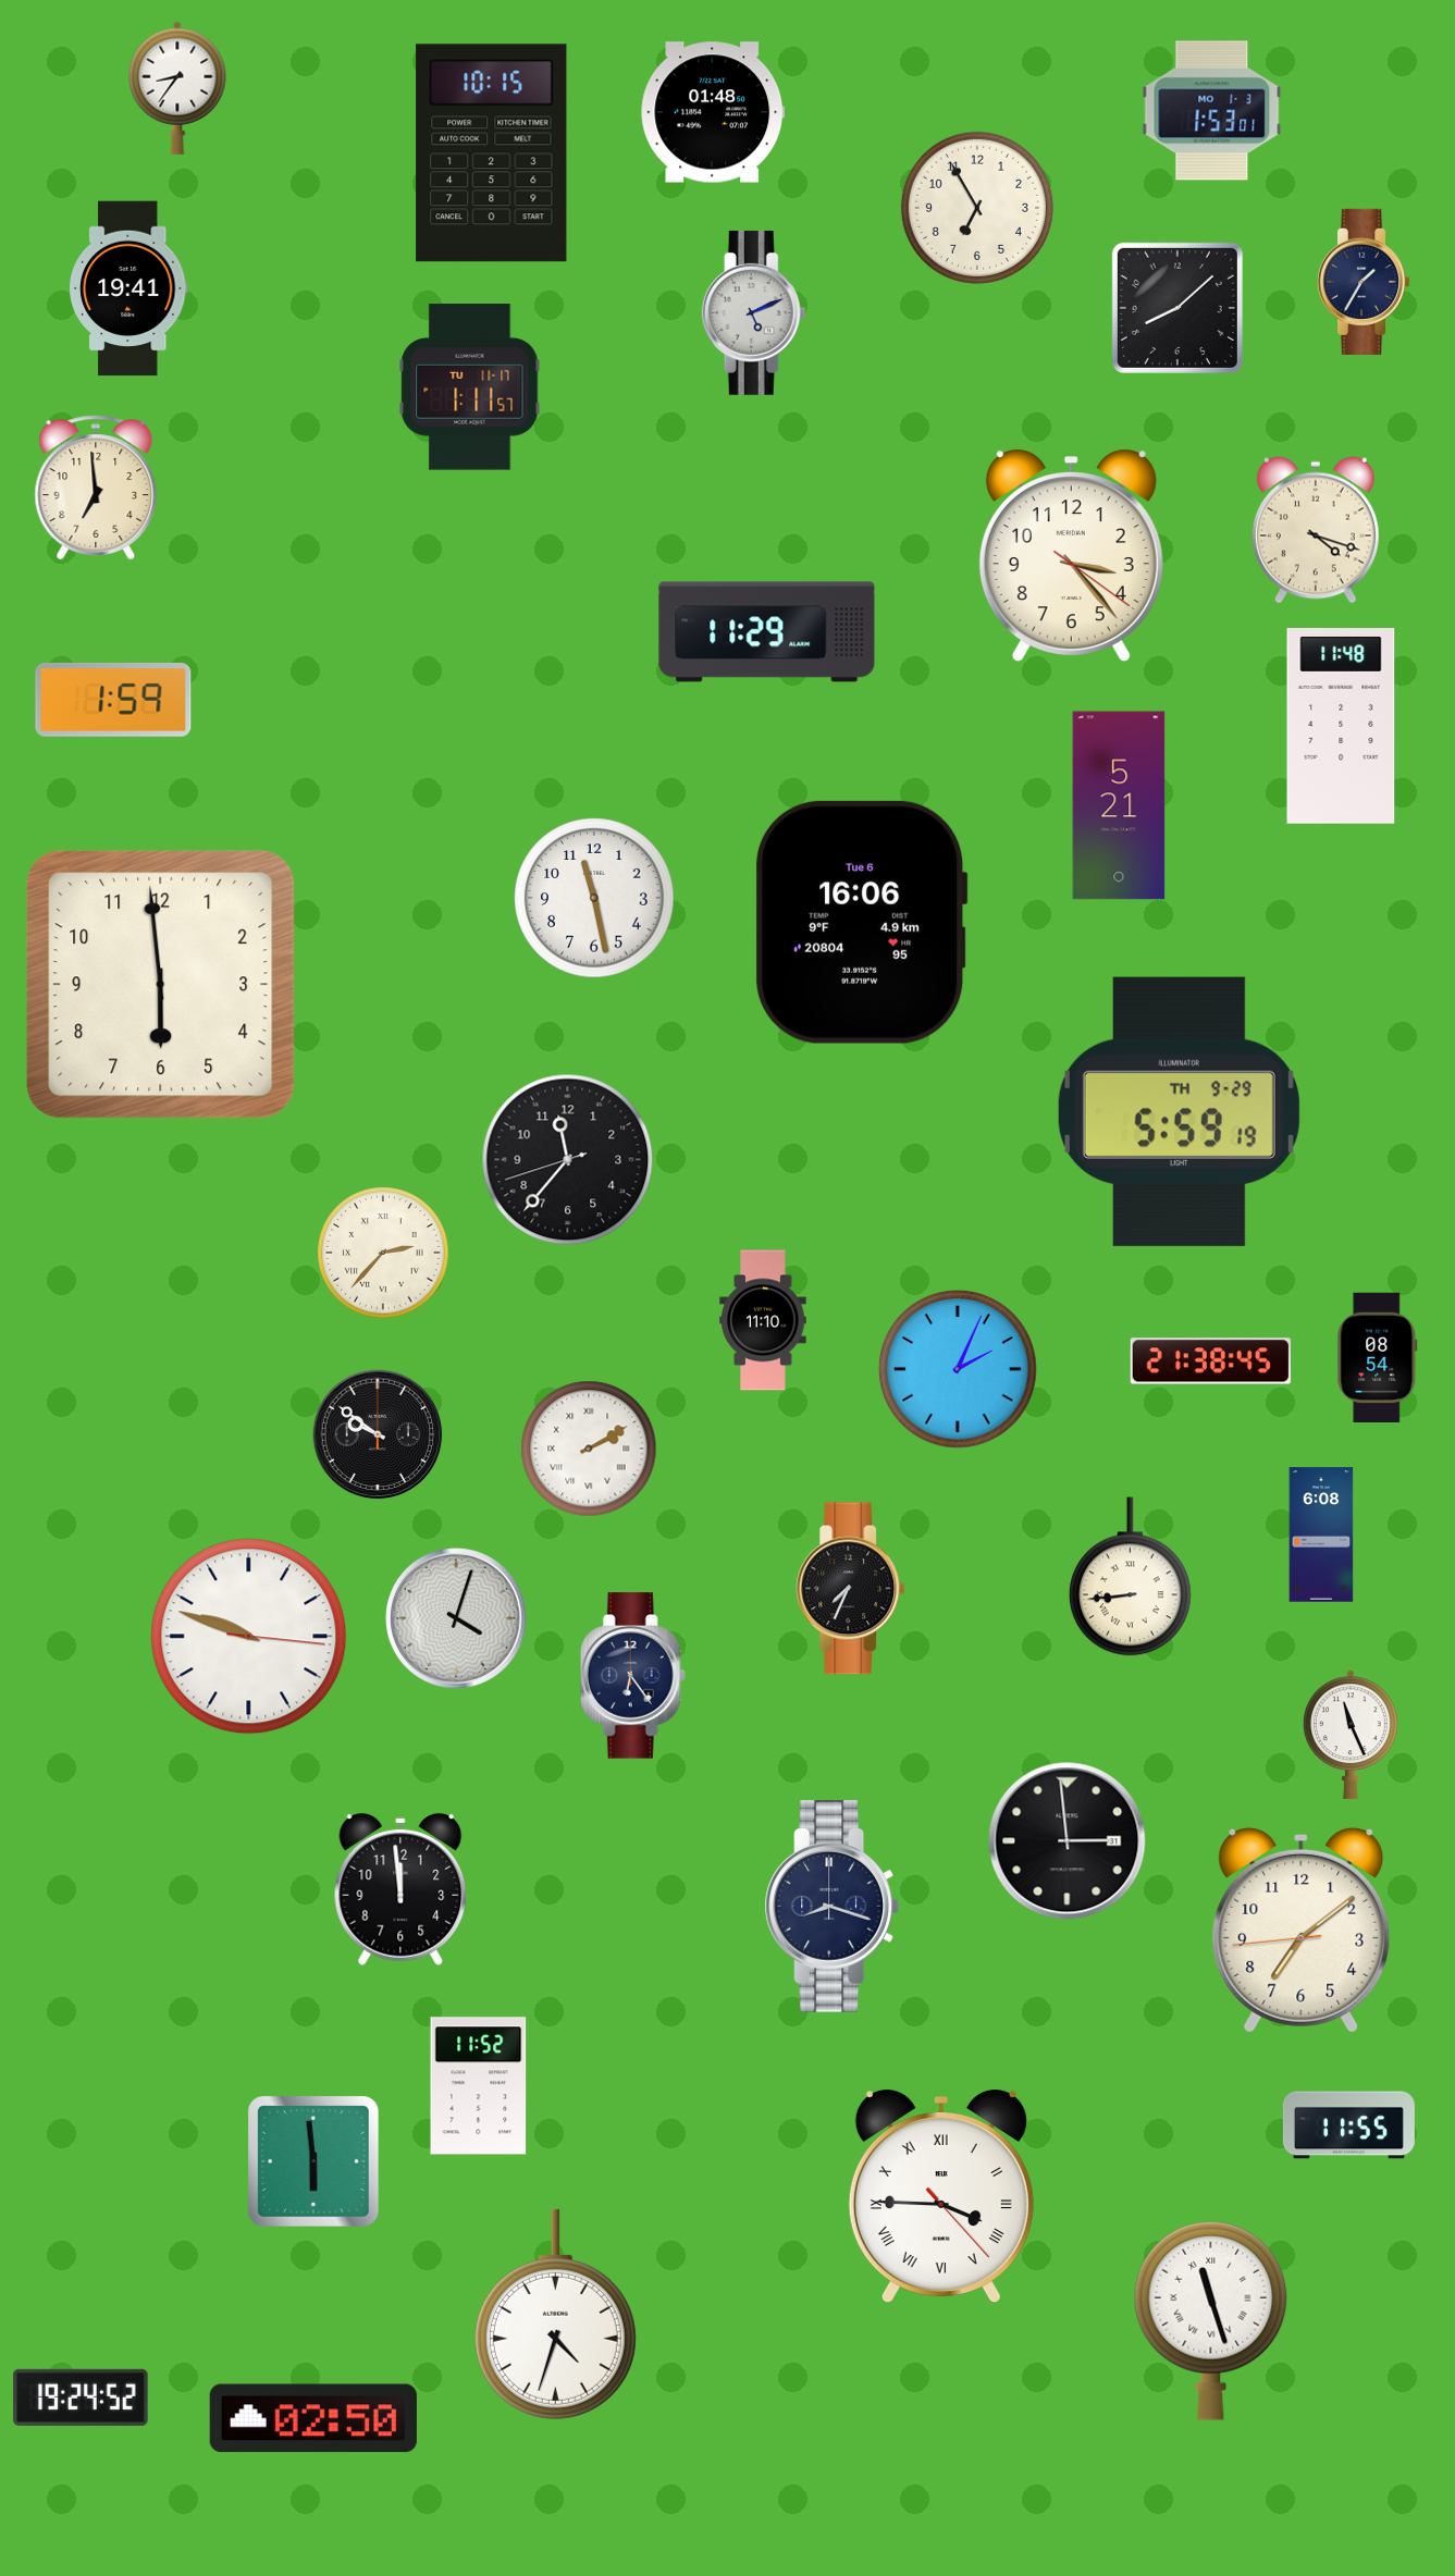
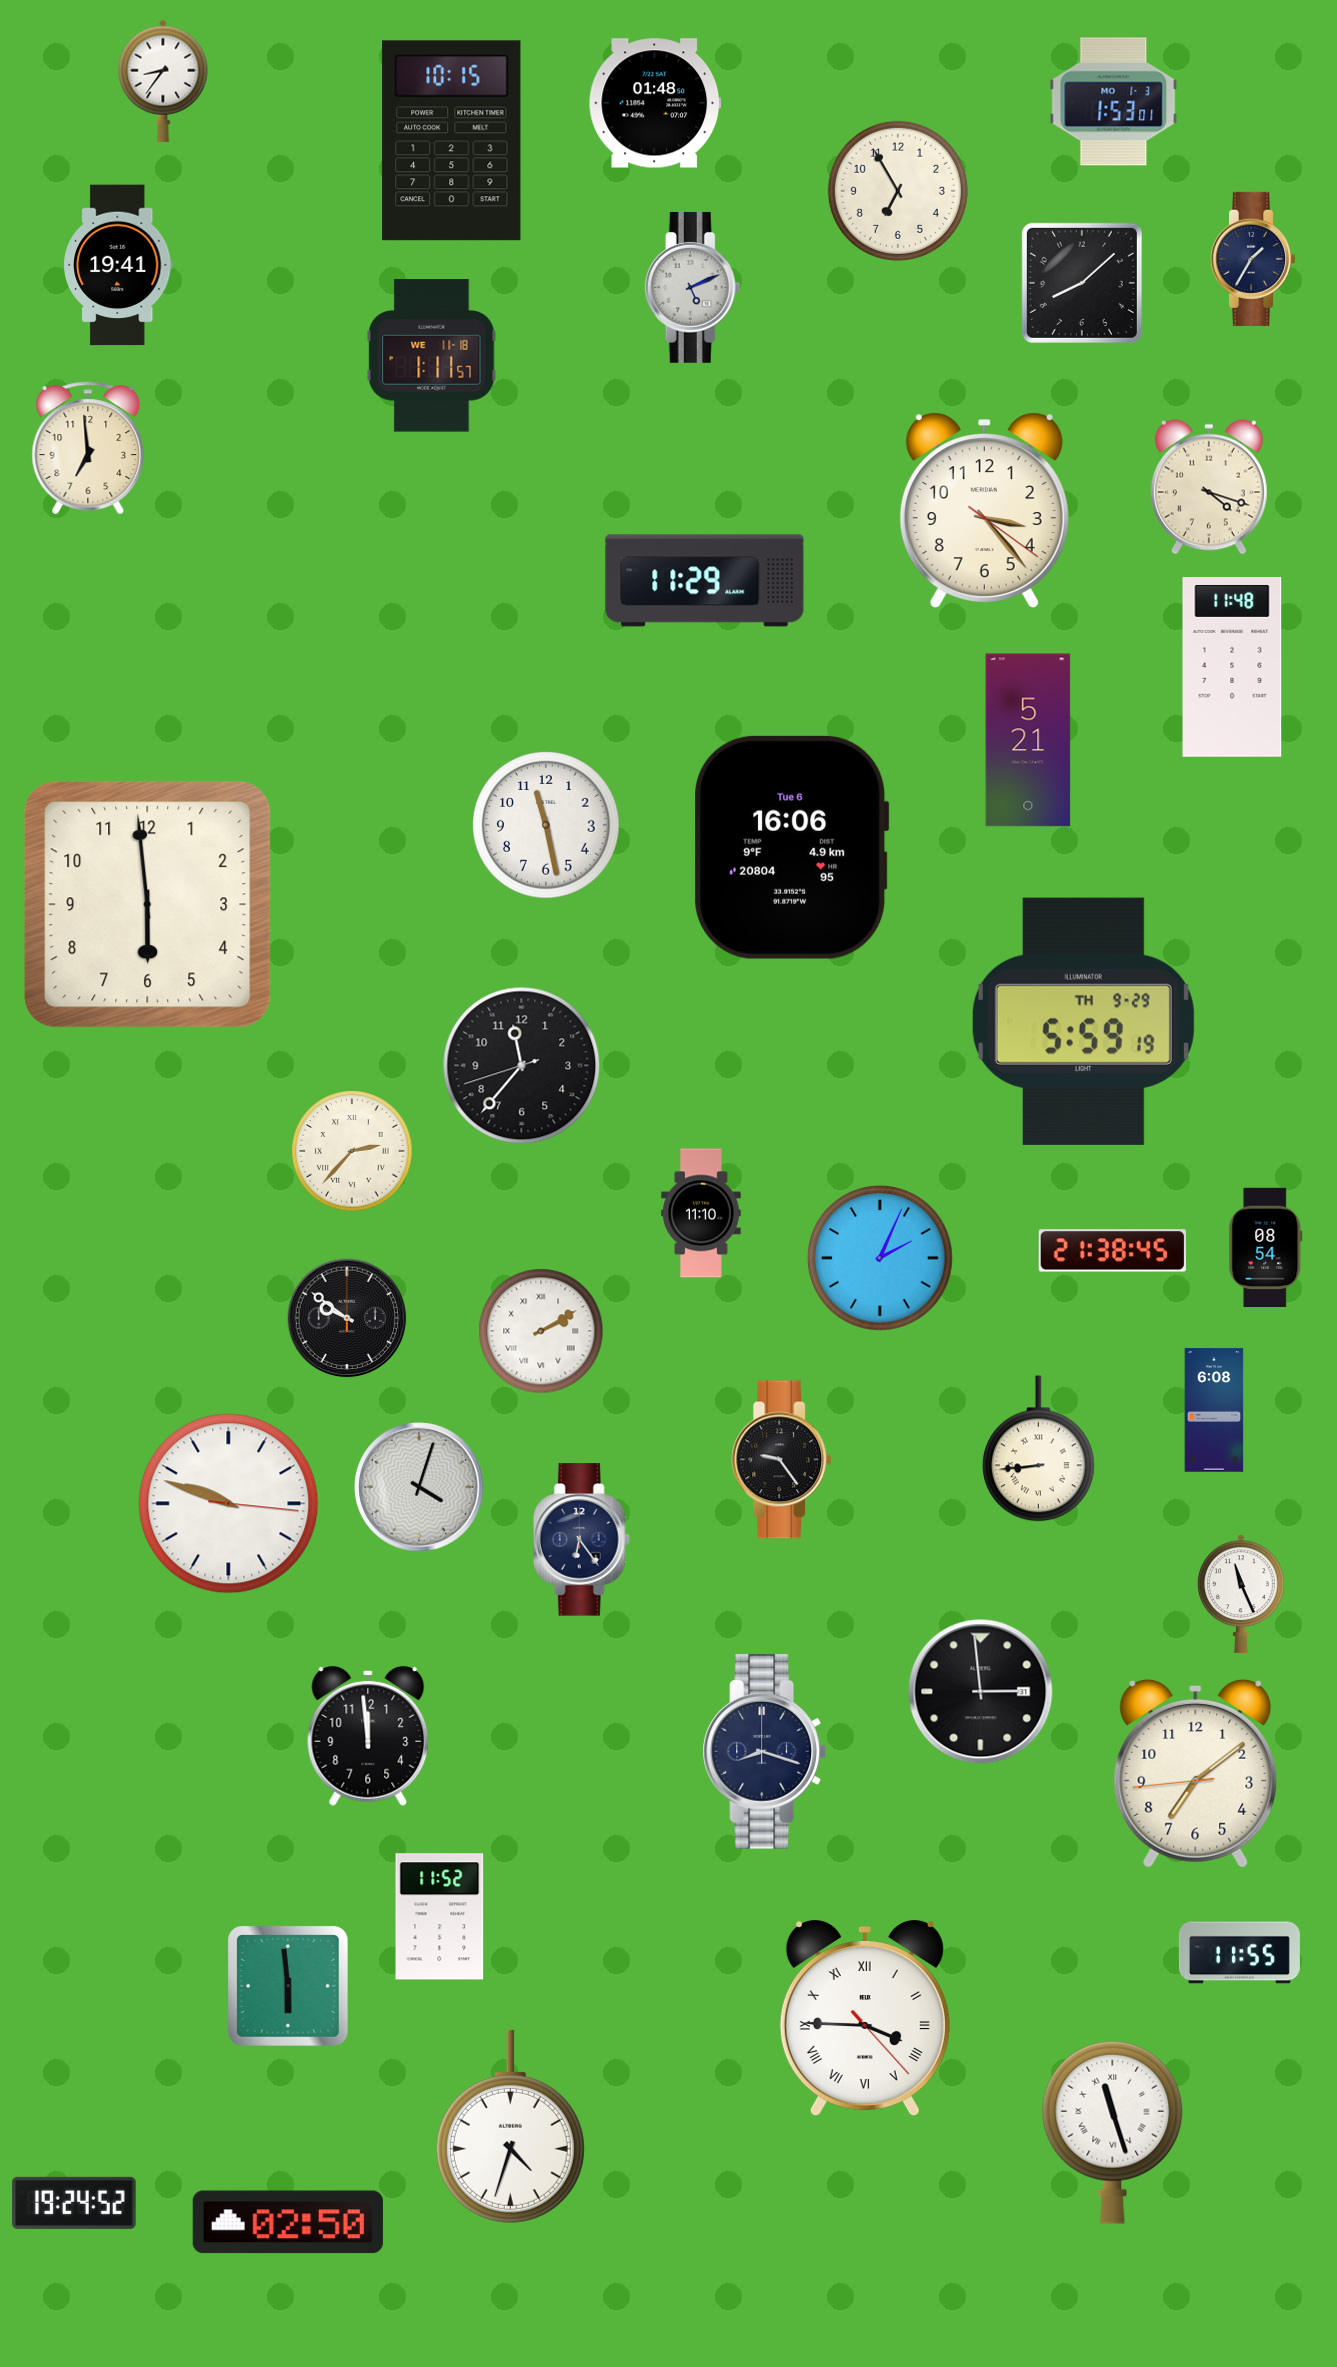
clock at (470, 387) date: TU 11-17 -> WE 11-18
clock at (113, 700): 1:59 -> none
clock at (851, 1589): 7:34 -> 9:24
